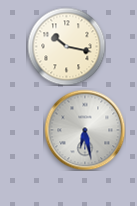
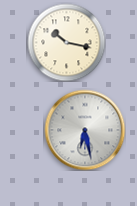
clock at (66, 46) position: (66, 46) -> (66, 42)
